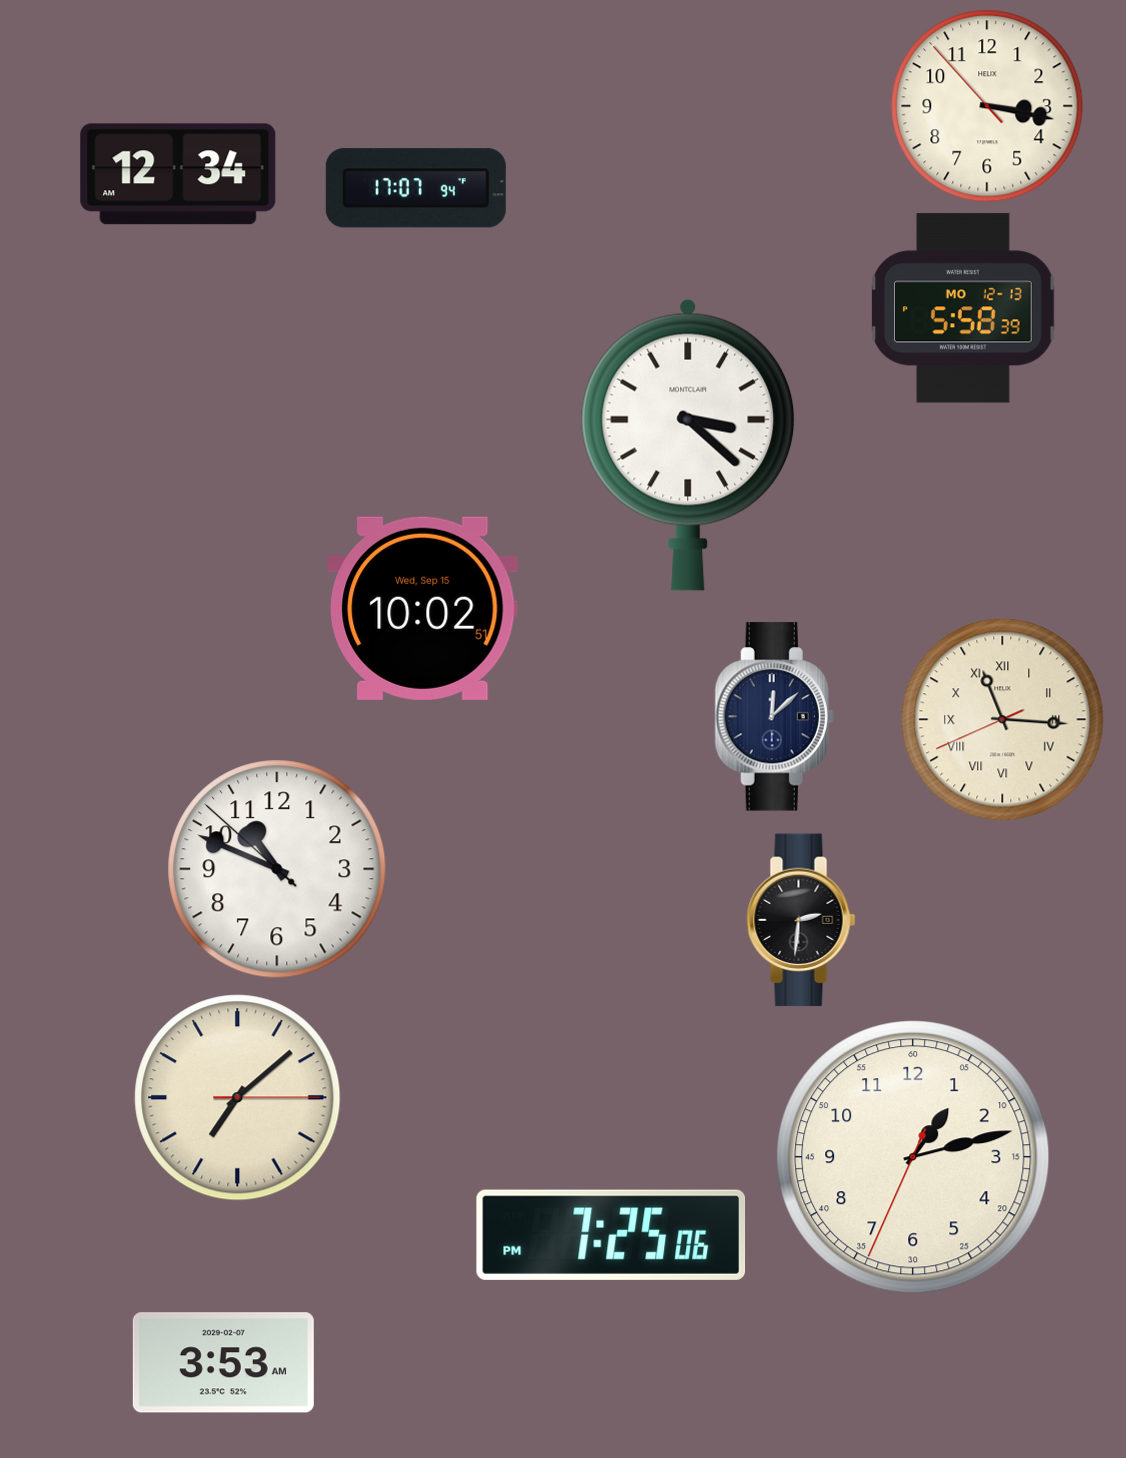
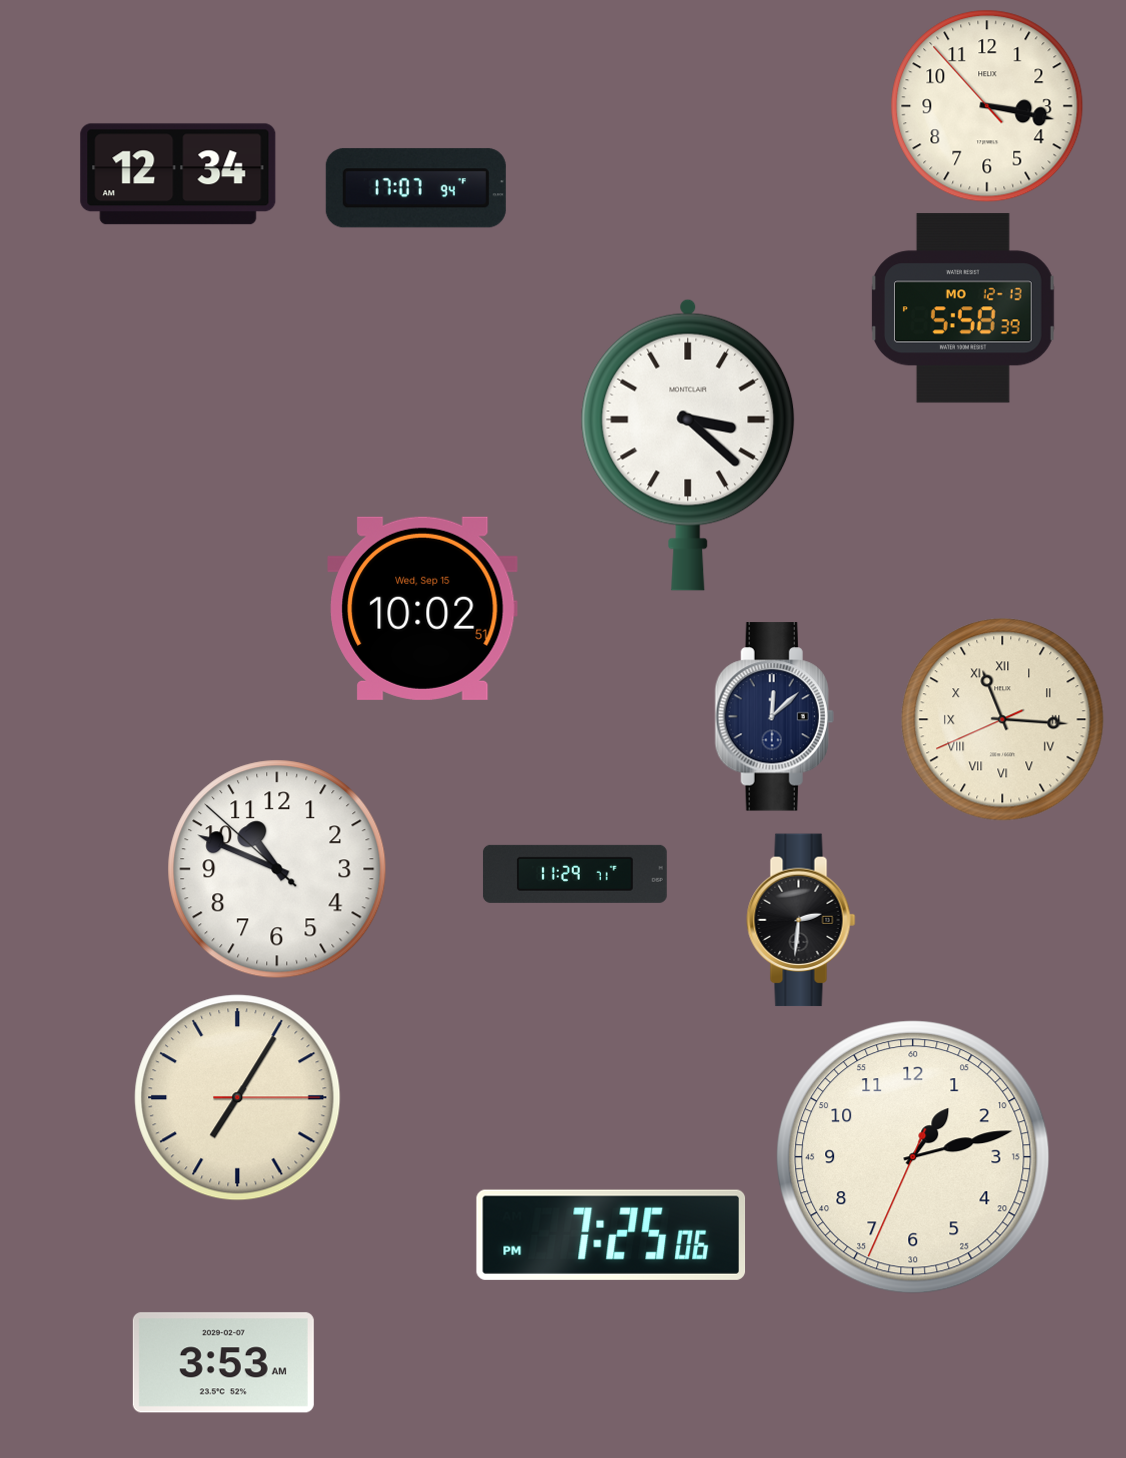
clock at (575, 874): none -> 11:29
clock at (238, 1098): 7:08 -> 7:05
